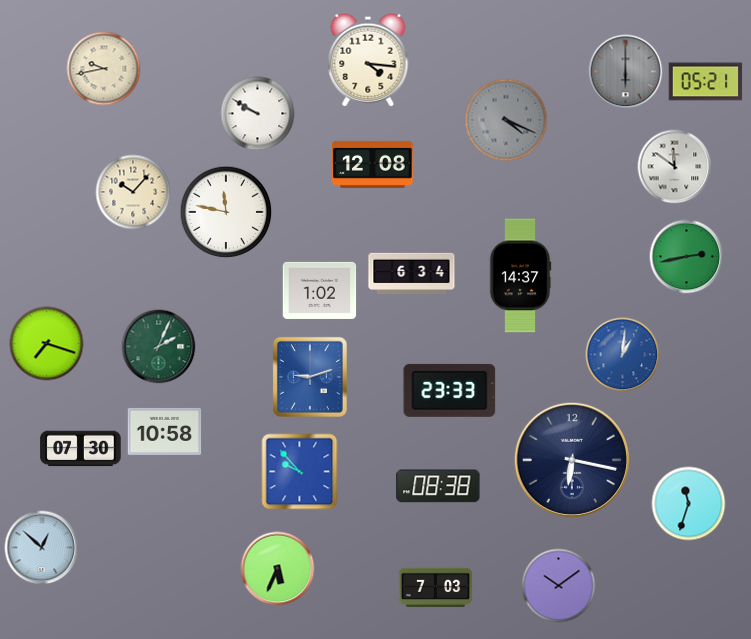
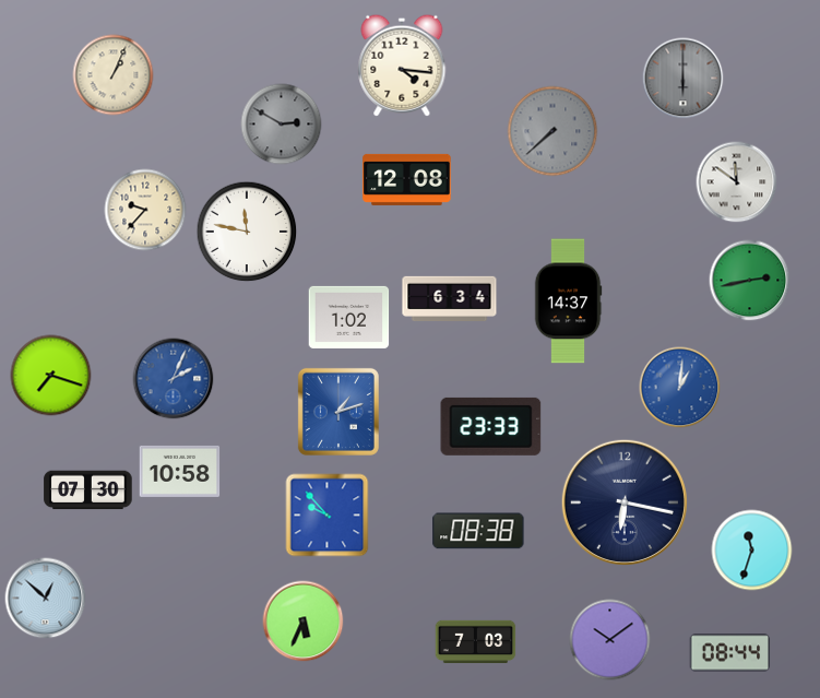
clock at (104, 69): 9:43 -> 1:04
clock at (706, 82): 05:21 -> none
clock at (258, 114): 9:50 -> 2:50
clock at (258, 114) dial: white -> grey
clock at (506, 120): 4:19 -> 7:38
clock at (133, 192): 10:07 -> 9:37
clock at (159, 347) dial: green -> blue
clock at (310, 377): 9:12 -> 1:12
clock at (730, 653): none -> 08:44
